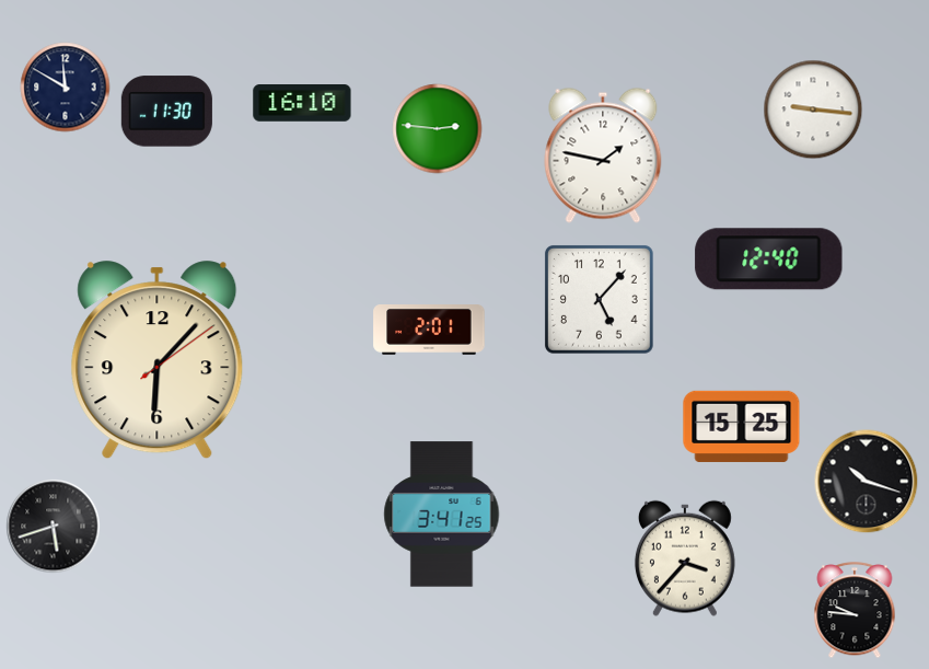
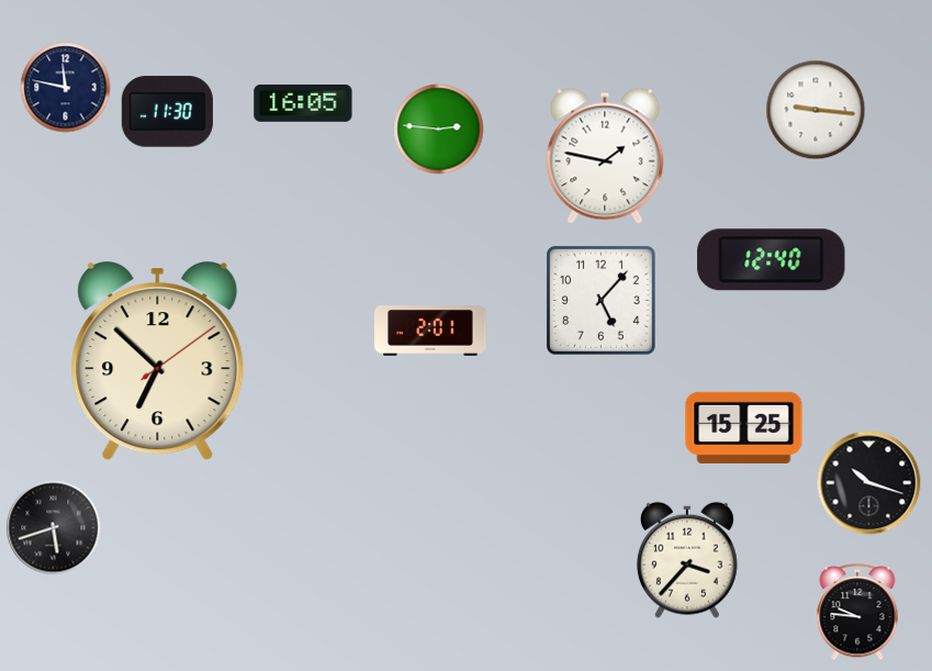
clock at (66, 88): 11:50 -> 11:47
clock at (302, 104): 16:10 -> 16:05
clock at (158, 360): 6:07 -> 6:52
clock at (442, 515): 3:41 -> none
